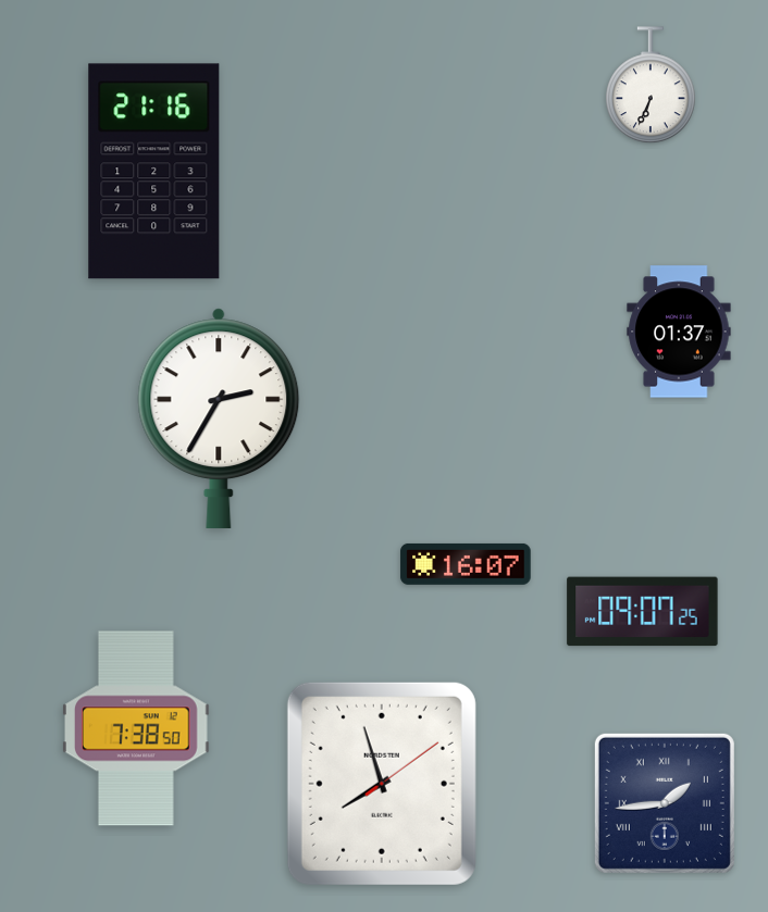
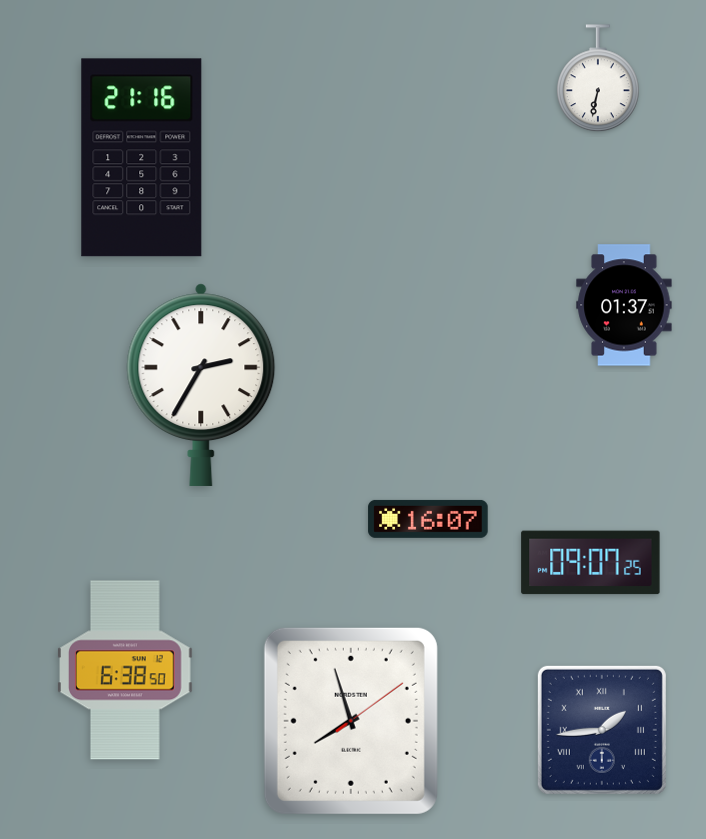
clock at (652, 86): 6:34 -> 6:32
clock at (137, 728): 7:38 -> 6:38
clock at (665, 803) position: (665, 803) -> (602, 730)
